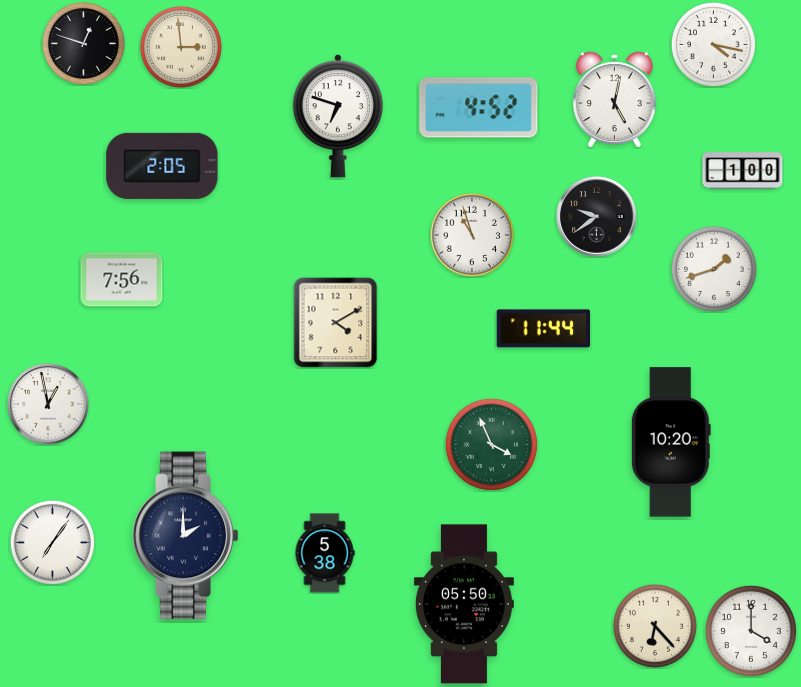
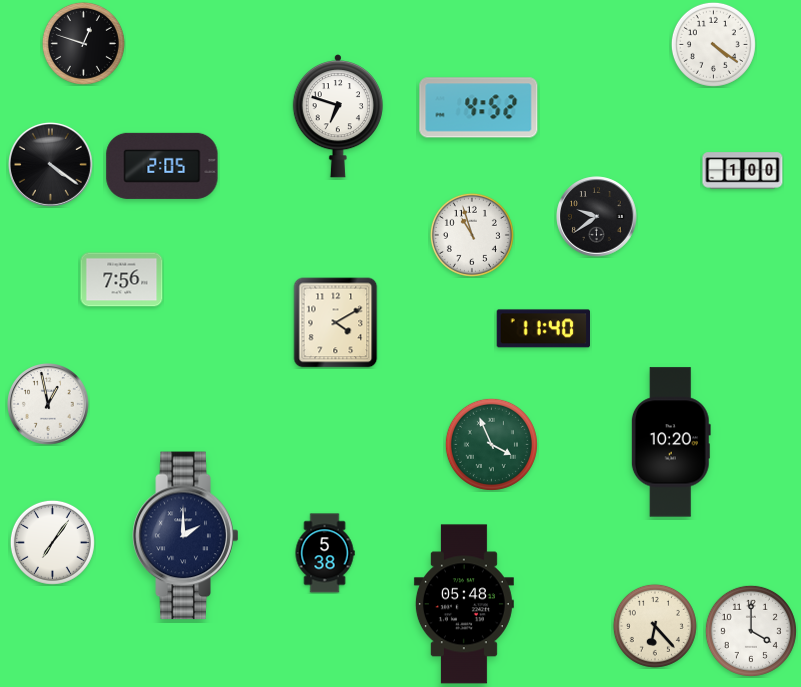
clock at (713, 44): 4:17 -> 4:21
clock at (181, 47): 2:59 -> none
clock at (615, 100): 5:02 -> none
clock at (50, 164): none -> 4:21
clock at (714, 269): 1:42 -> none
clock at (544, 329): 11:44 -> 11:40
clock at (464, 604): 05:50 -> 05:48
